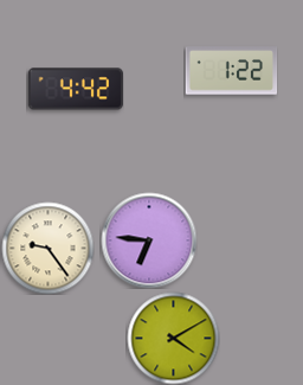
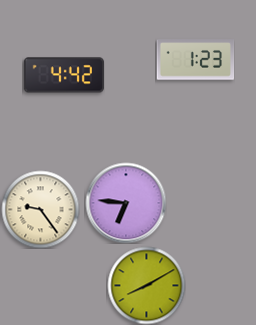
clock at (231, 71): 1:22 -> 1:23
clock at (173, 338): 4:10 -> 8:10
